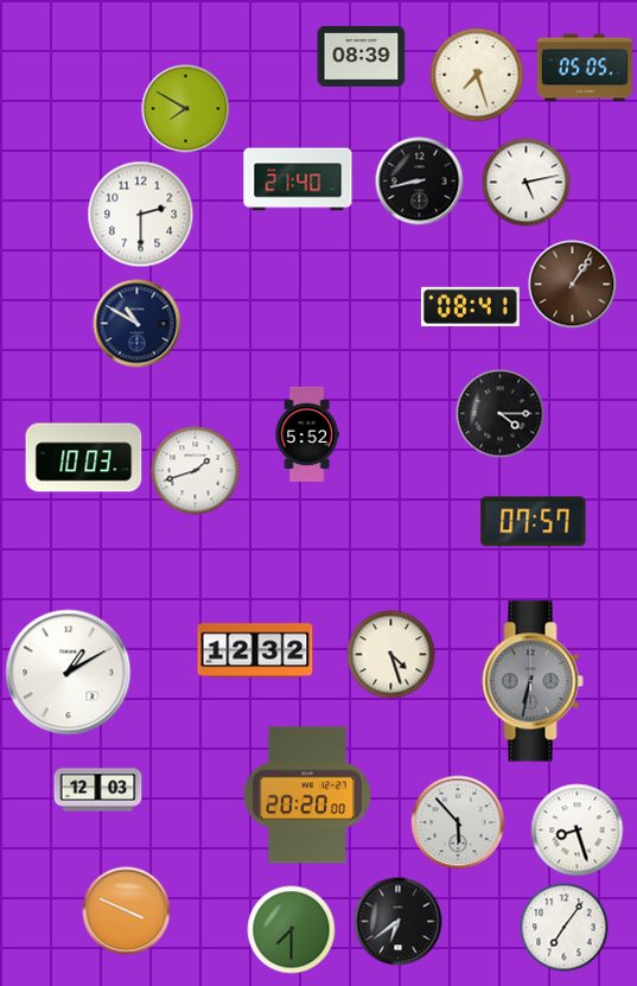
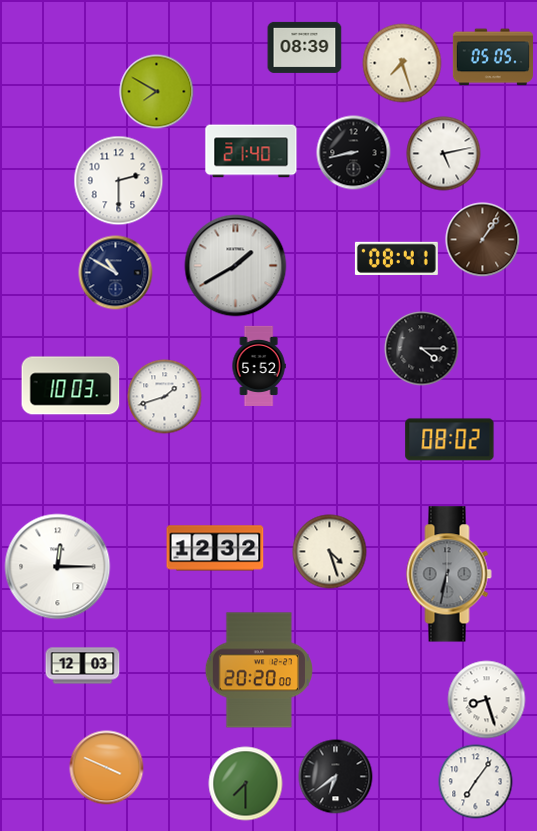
clock at (236, 266): none -> 1:40
clock at (534, 522): 07:57 -> 08:02
clock at (69, 673): 1:10 -> 12:15
clock at (458, 822): 5:53 -> none
